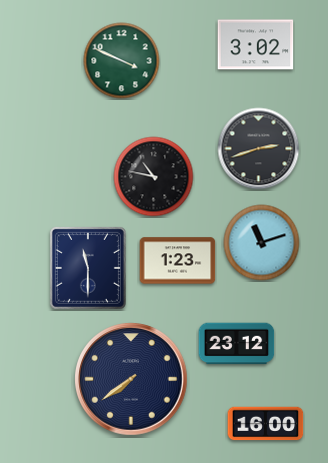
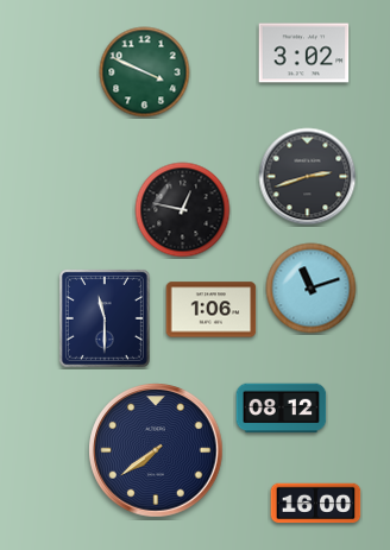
clock at (154, 177): 10:47 -> 12:47
clock at (178, 261): 1:23 -> 1:06
clock at (237, 344): 23:12 -> 08:12
